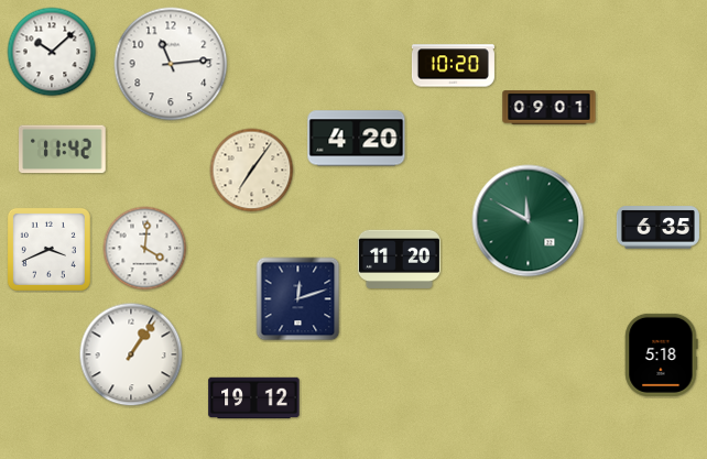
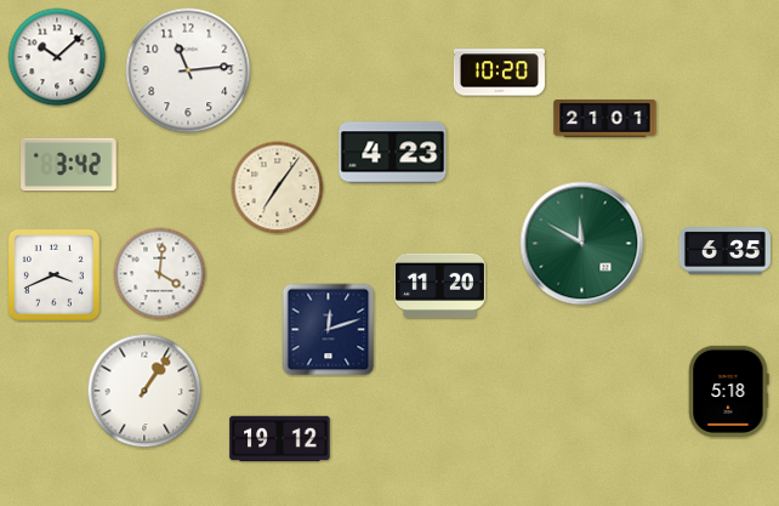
clock at (550, 108): 09:01 -> 21:01
clock at (357, 139): 4:20 -> 4:23
clock at (63, 150): 11:42 -> 3:42
